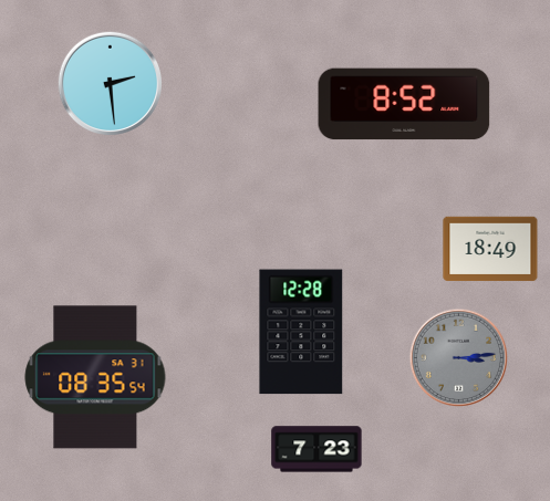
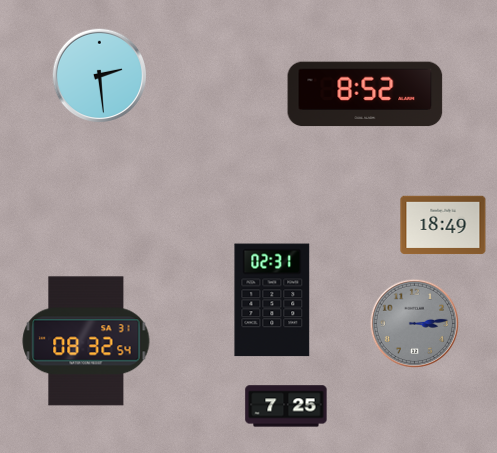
clock at (301, 332): 12:28 -> 02:31
clock at (95, 377): 08:35 -> 08:32
clock at (316, 449): 7:23 -> 7:25
